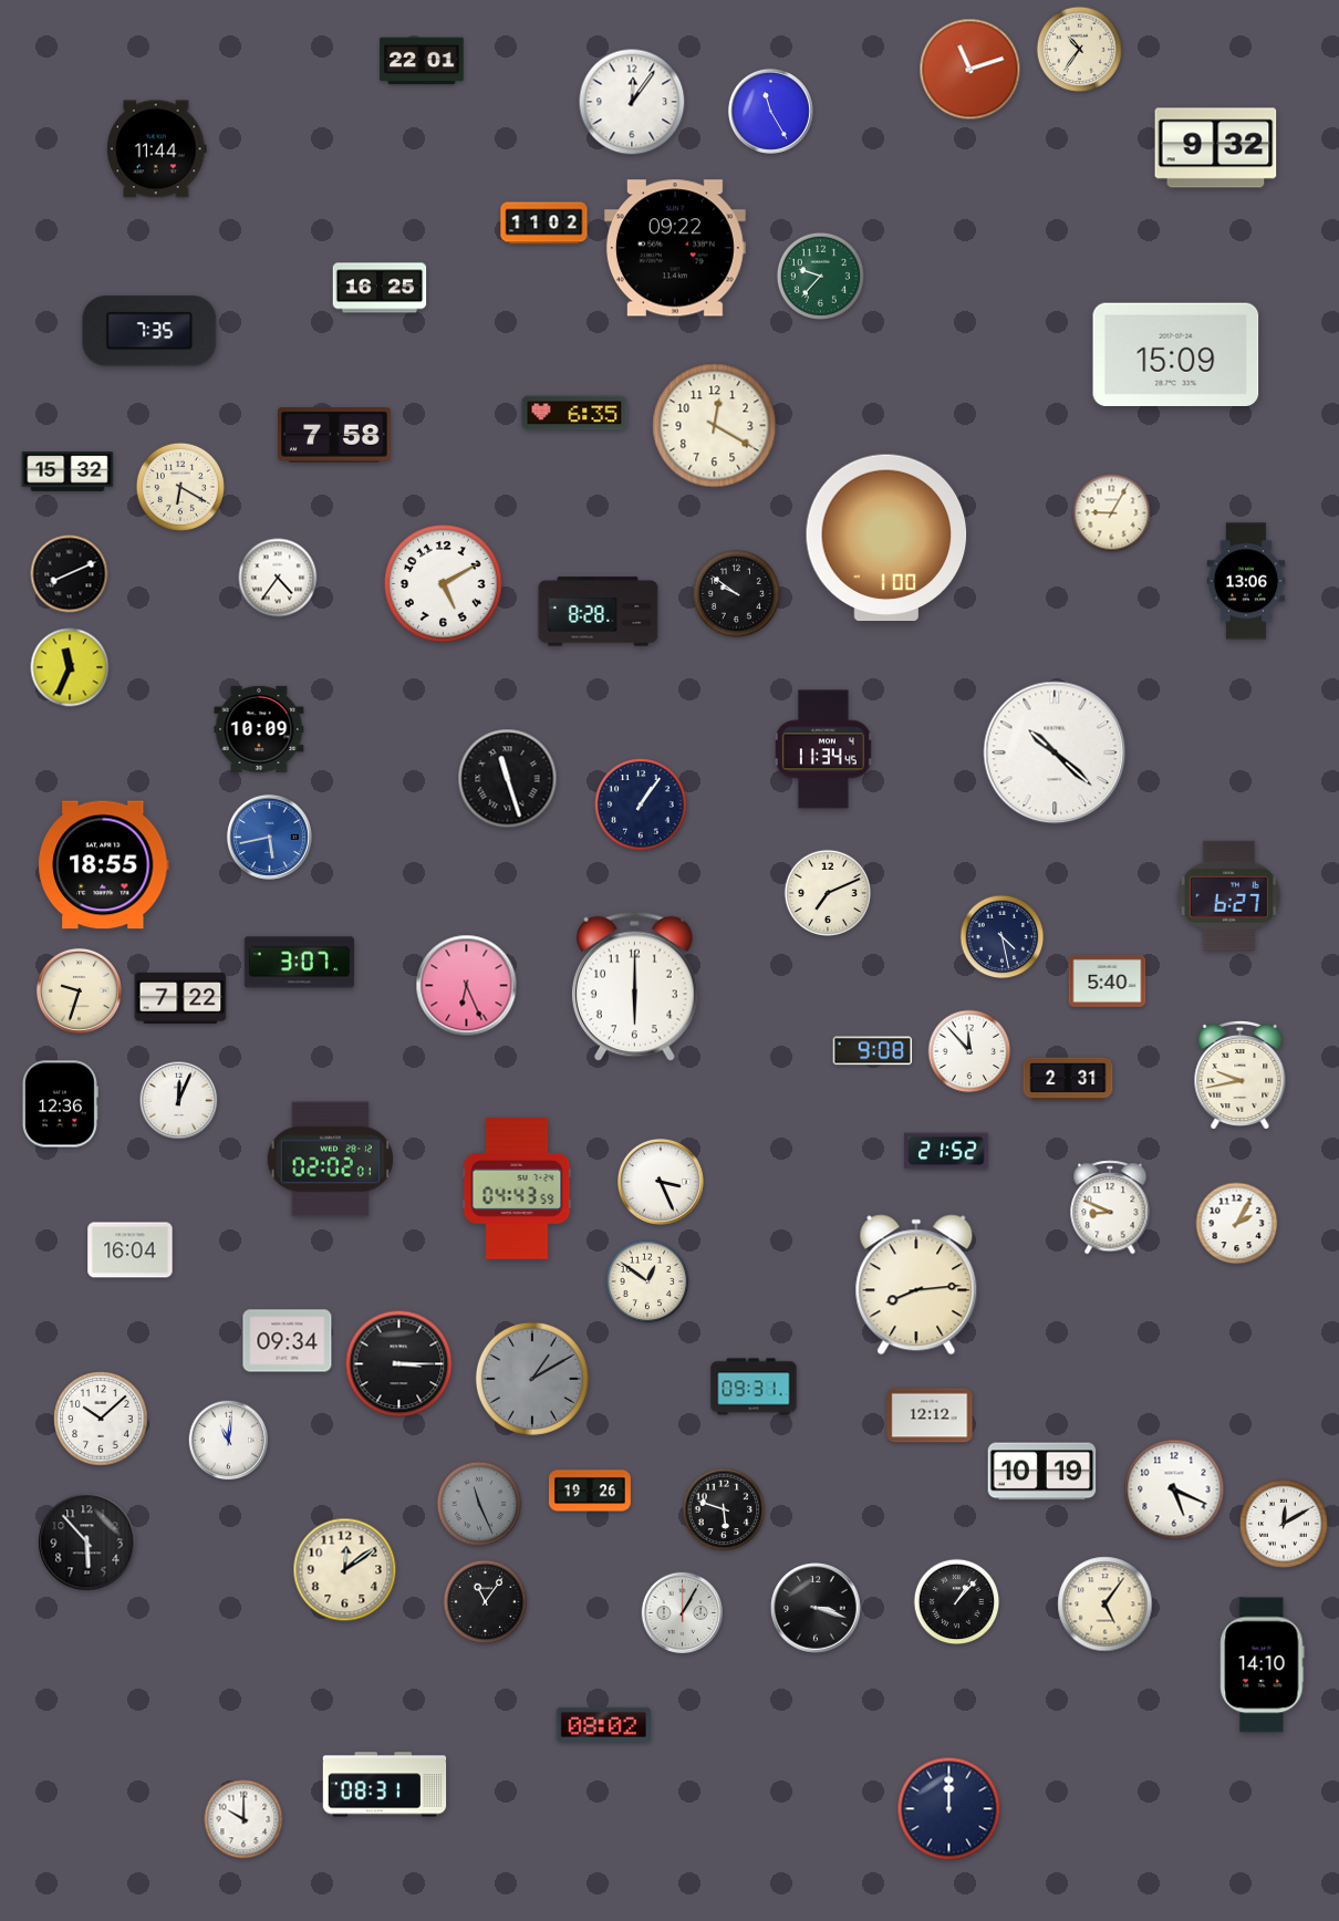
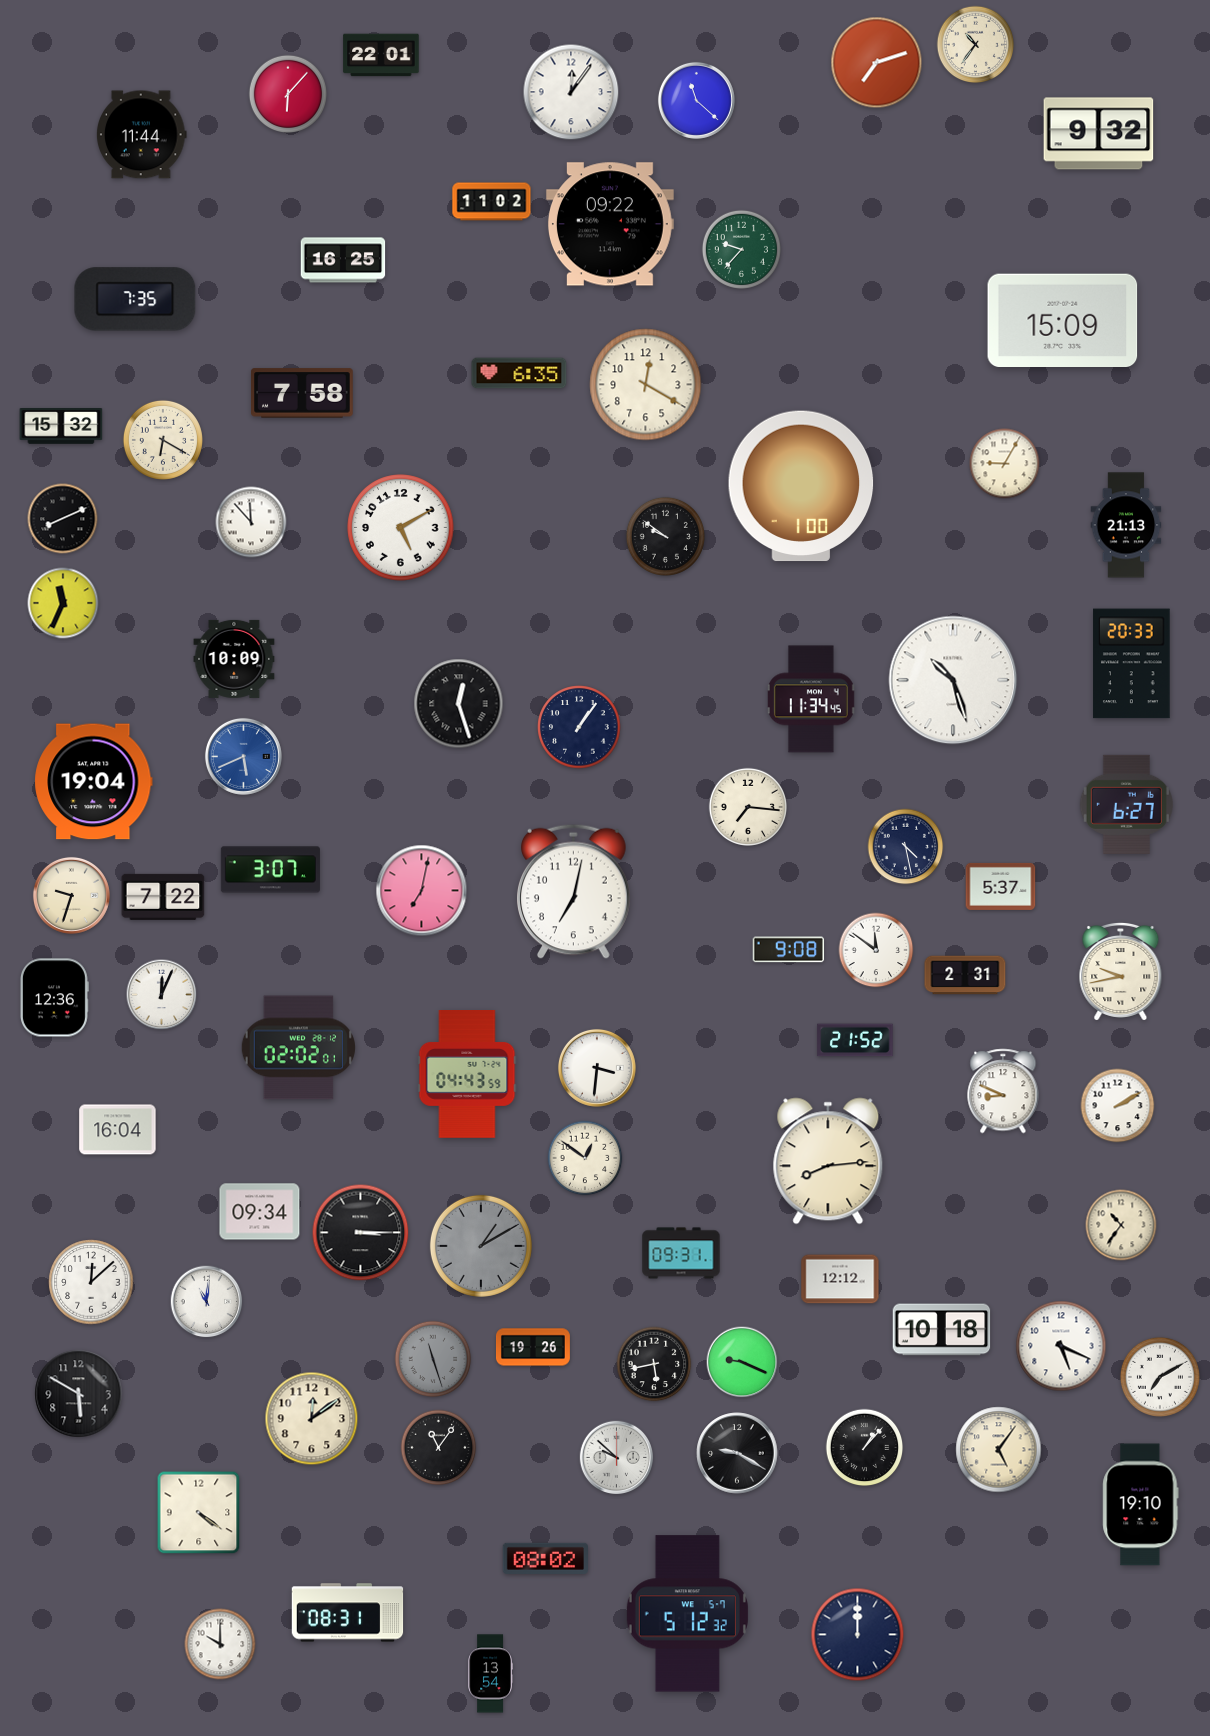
clock at (970, 70): 11:12 -> 7:12
clock at (287, 93): none -> 6:07
clock at (770, 111): 11:25 -> 11:22
clock at (278, 578): 4:36 -> 11:53
clock at (1246, 581): 13:06 -> 21:13
clock at (599, 612): 8:28 -> none
clock at (1132, 664): none -> 20:33
clock at (823, 749) position: (823, 749) -> (811, 699)
clock at (1055, 752): 10:22 -> 10:27
clock at (508, 779): 11:27 -> 12:27
clock at (269, 837): 5:43 -> 5:41
clock at (104, 865): 18:55 -> 19:04
clock at (827, 892): 7:11 -> 7:16
clock at (1228, 895) position: (1228, 895) -> (1126, 804)
clock at (1108, 980): 5:40 -> 5:37
clock at (467, 986): 6:26 -> 7:02
clock at (635, 986): 6:00 -> 7:02
clock at (180, 998) position: (180, 998) -> (163, 897)
clock at (969, 1051): 11:53 -> 11:51
clock at (661, 1182): 3:26 -> 3:31
clock at (1237, 1224): 2:05 -> 2:10
clock at (1121, 1225): none -> 10:36
clock at (101, 1419): 10:08 -> 12:08
clock at (1042, 1472): 10:19 -> 10:18
clock at (479, 1504): 11:26 -> 11:27
clock at (742, 1362): none -> 9:19
clock at (724, 1509): 5:48 -> 5:43
clock at (1284, 1524): 12:10 -> 7:10
clock at (87, 1543): 5:53 -> 5:50
clock at (816, 1608): 3:18 -> 9:20
clock at (683, 1613): 1:05 -> 9:52
clock at (1263, 1665): 14:10 -> 19:10
clock at (199, 1513): none -> 4:21
clock at (687, 1614): none -> 5:12
clock at (490, 1674): none -> 13:54
